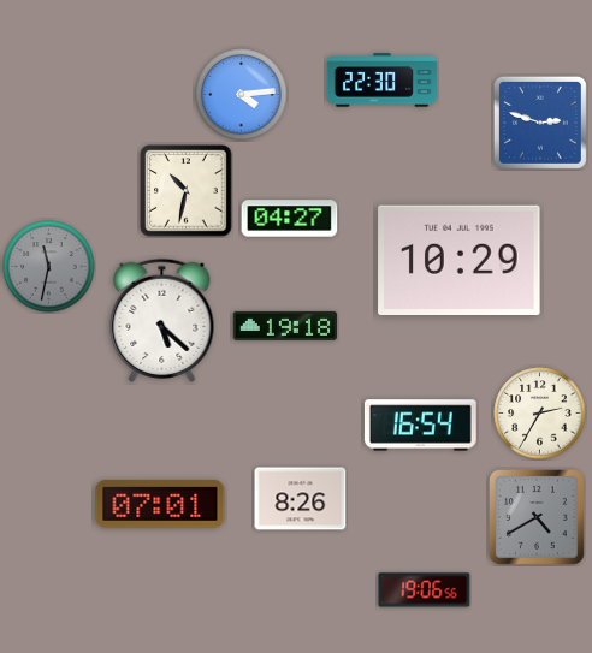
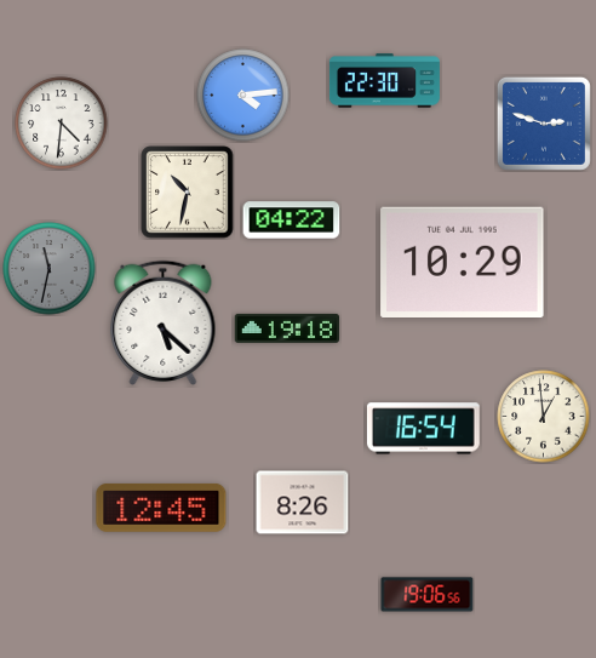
clock at (62, 124): none -> 4:31
clock at (290, 219): 04:27 -> 04:22
clock at (540, 414): 2:35 -> 12:59
clock at (160, 504): 07:01 -> 12:45
clock at (538, 518): 4:40 -> none
